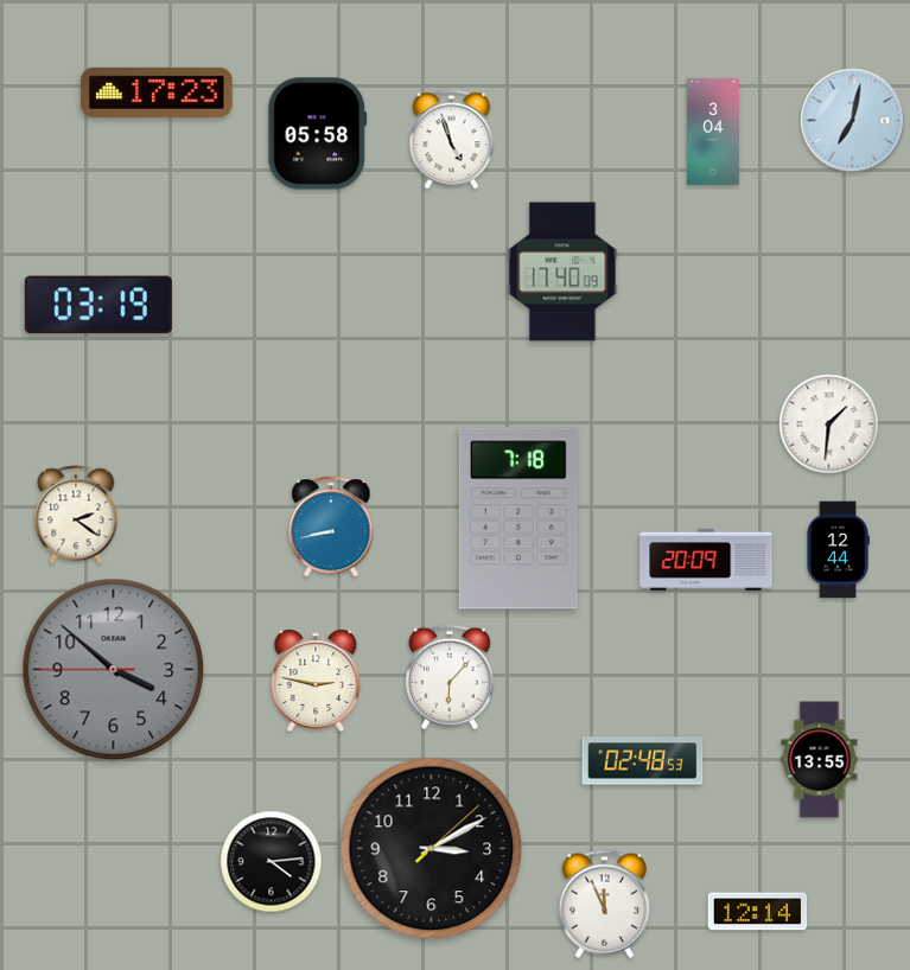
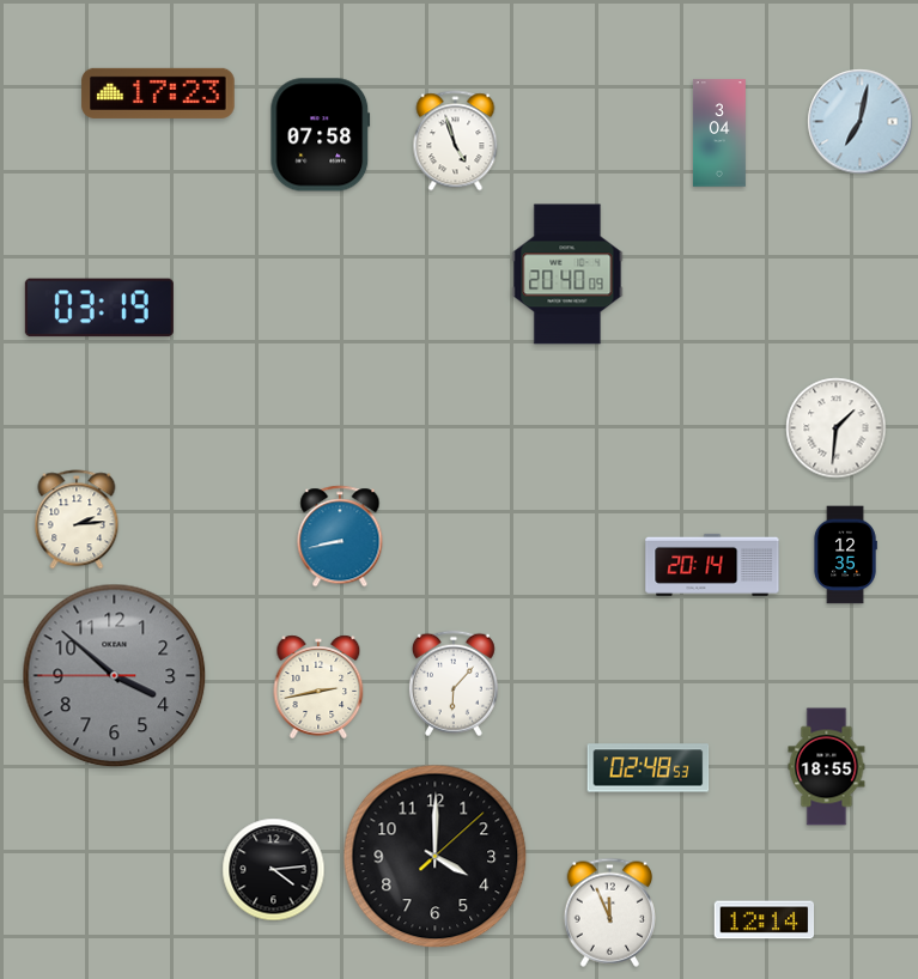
clock at (318, 134): 05:58 -> 07:58
clock at (562, 272): 17:40 -> 20:40
clock at (76, 515): 2:21 -> 2:14
clock at (518, 518): 7:18 -> none
clock at (331, 527) position: (331, 527) -> (340, 536)
clock at (838, 550): 12:44 -> 12:35
clock at (706, 560): 20:09 -> 20:14
clock at (316, 681): 2:47 -> 2:43
clock at (820, 760): 13:55 -> 18:55
clock at (432, 849): 3:10 -> 4:00
